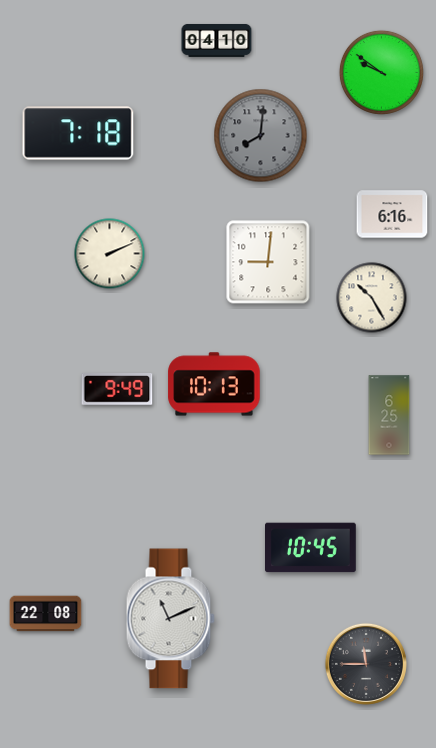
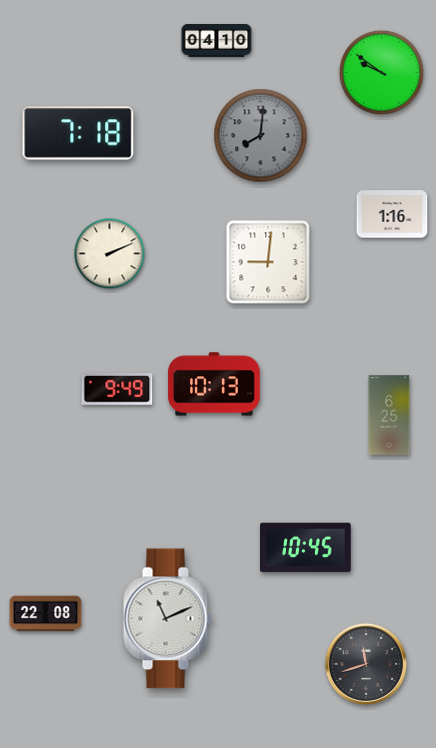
clock at (392, 214): 6:16 -> 1:16
clock at (372, 298): 10:25 -> none
clock at (311, 548) position: (311, 548) -> (306, 548)
clock at (170, 619) position: (170, 619) -> (167, 619)
clock at (366, 664): 11:45 -> 11:42
